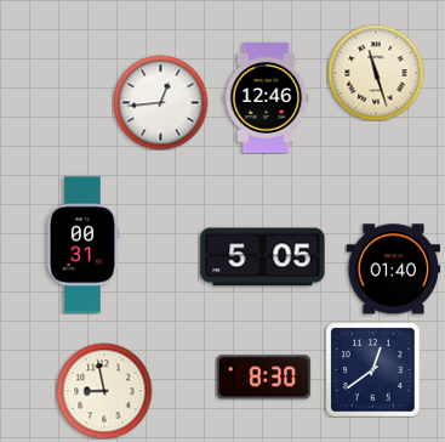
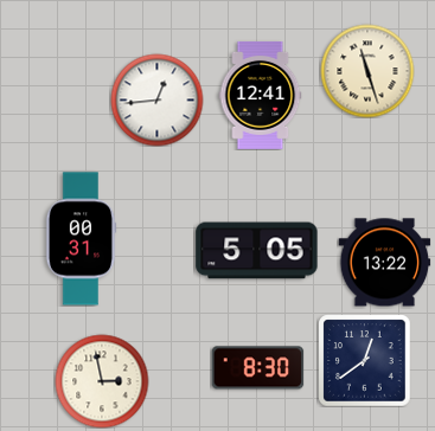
clock at (267, 97): 12:46 -> 12:41
clock at (393, 270): 01:40 -> 13:22
clock at (104, 391): 8:58 -> 2:58
